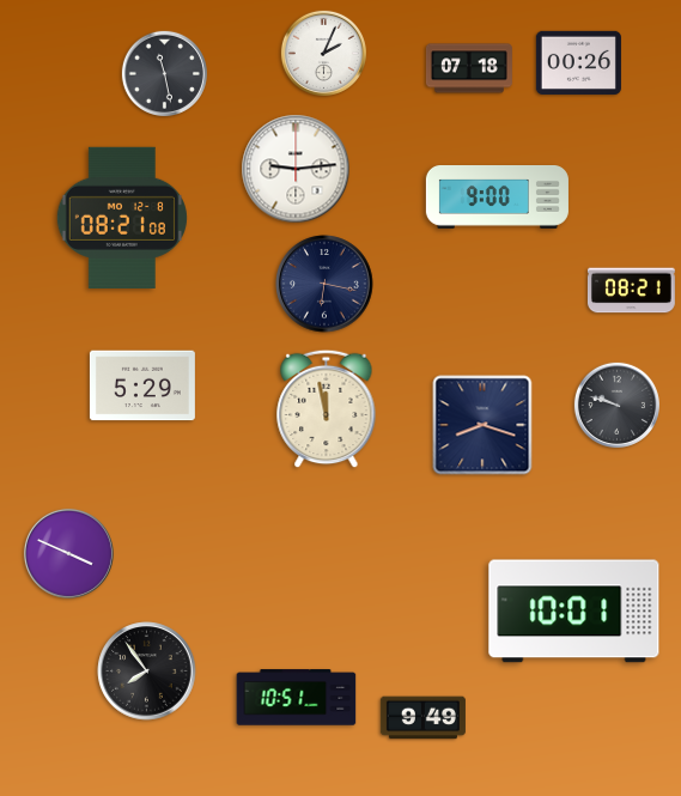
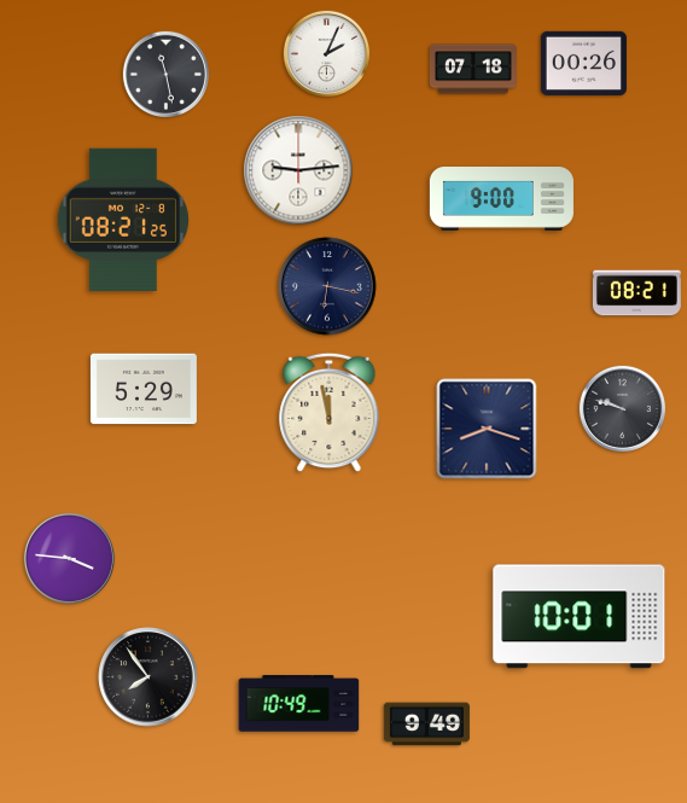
clock at (122, 218): 08:21:08 -> 08:21:25
clock at (68, 553): 3:49 -> 3:46
clock at (297, 698): 10:51 -> 10:49
